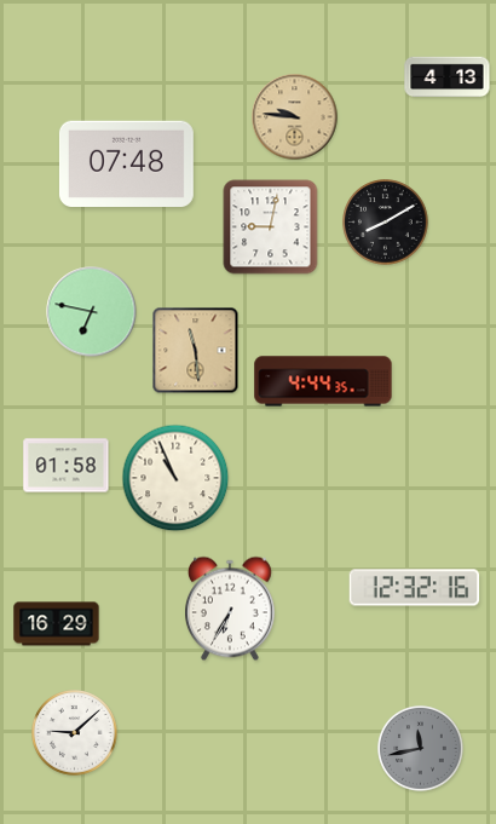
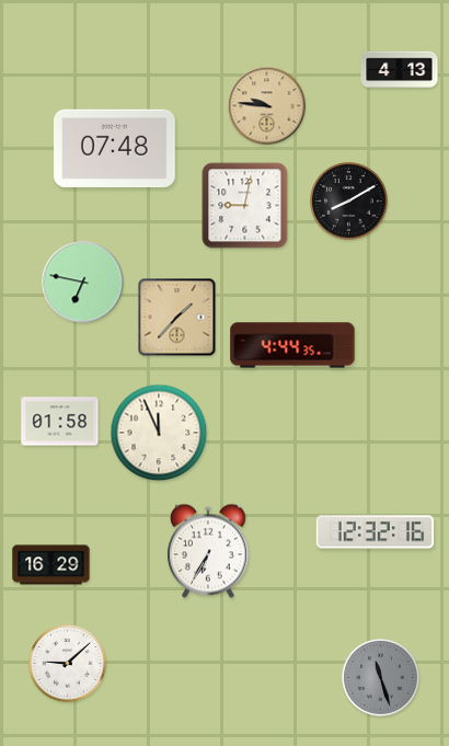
clock at (448, 77) position: (448, 77) -> (400, 70)
clock at (196, 351): 11:29 -> 1:37
clock at (175, 478): 10:56 -> 11:56
clock at (421, 749): 11:43 -> 11:27
